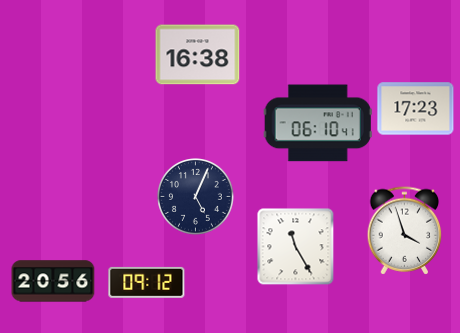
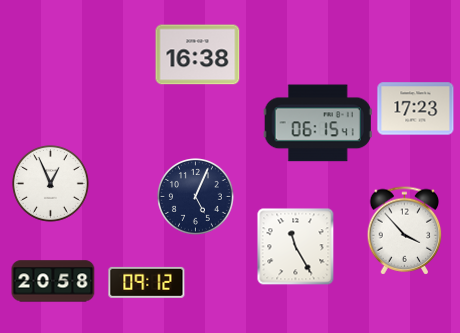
clock at (318, 123): 06:10 -> 06:15
clock at (51, 184): none -> 12:56
clock at (405, 231): 3:57 -> 3:53
clock at (53, 281): 20:56 -> 20:58
